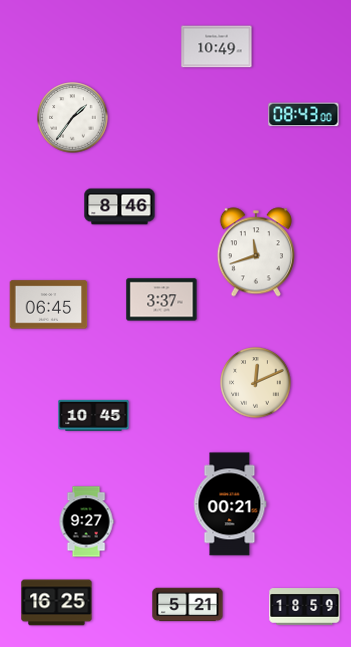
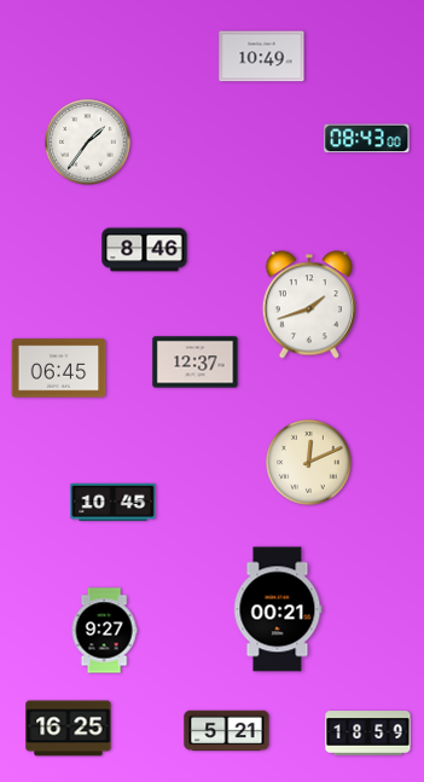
clock at (256, 252): 11:42 -> 1:42
clock at (162, 300): 3:37 -> 12:37
